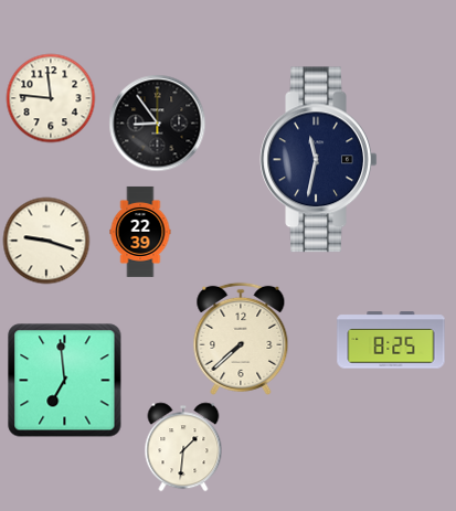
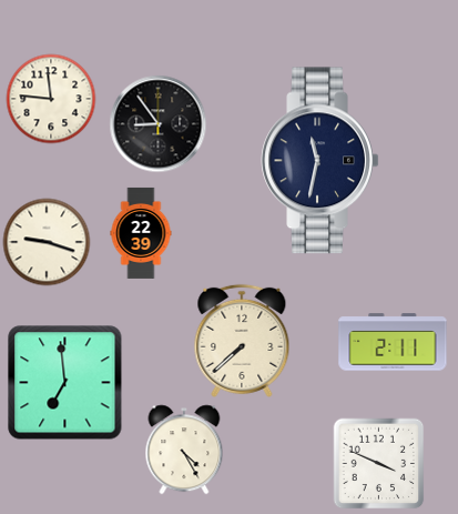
clock at (391, 340): 8:25 -> 2:11
clock at (183, 447): 1:31 -> 4:25
clock at (378, 463): none -> 3:49
